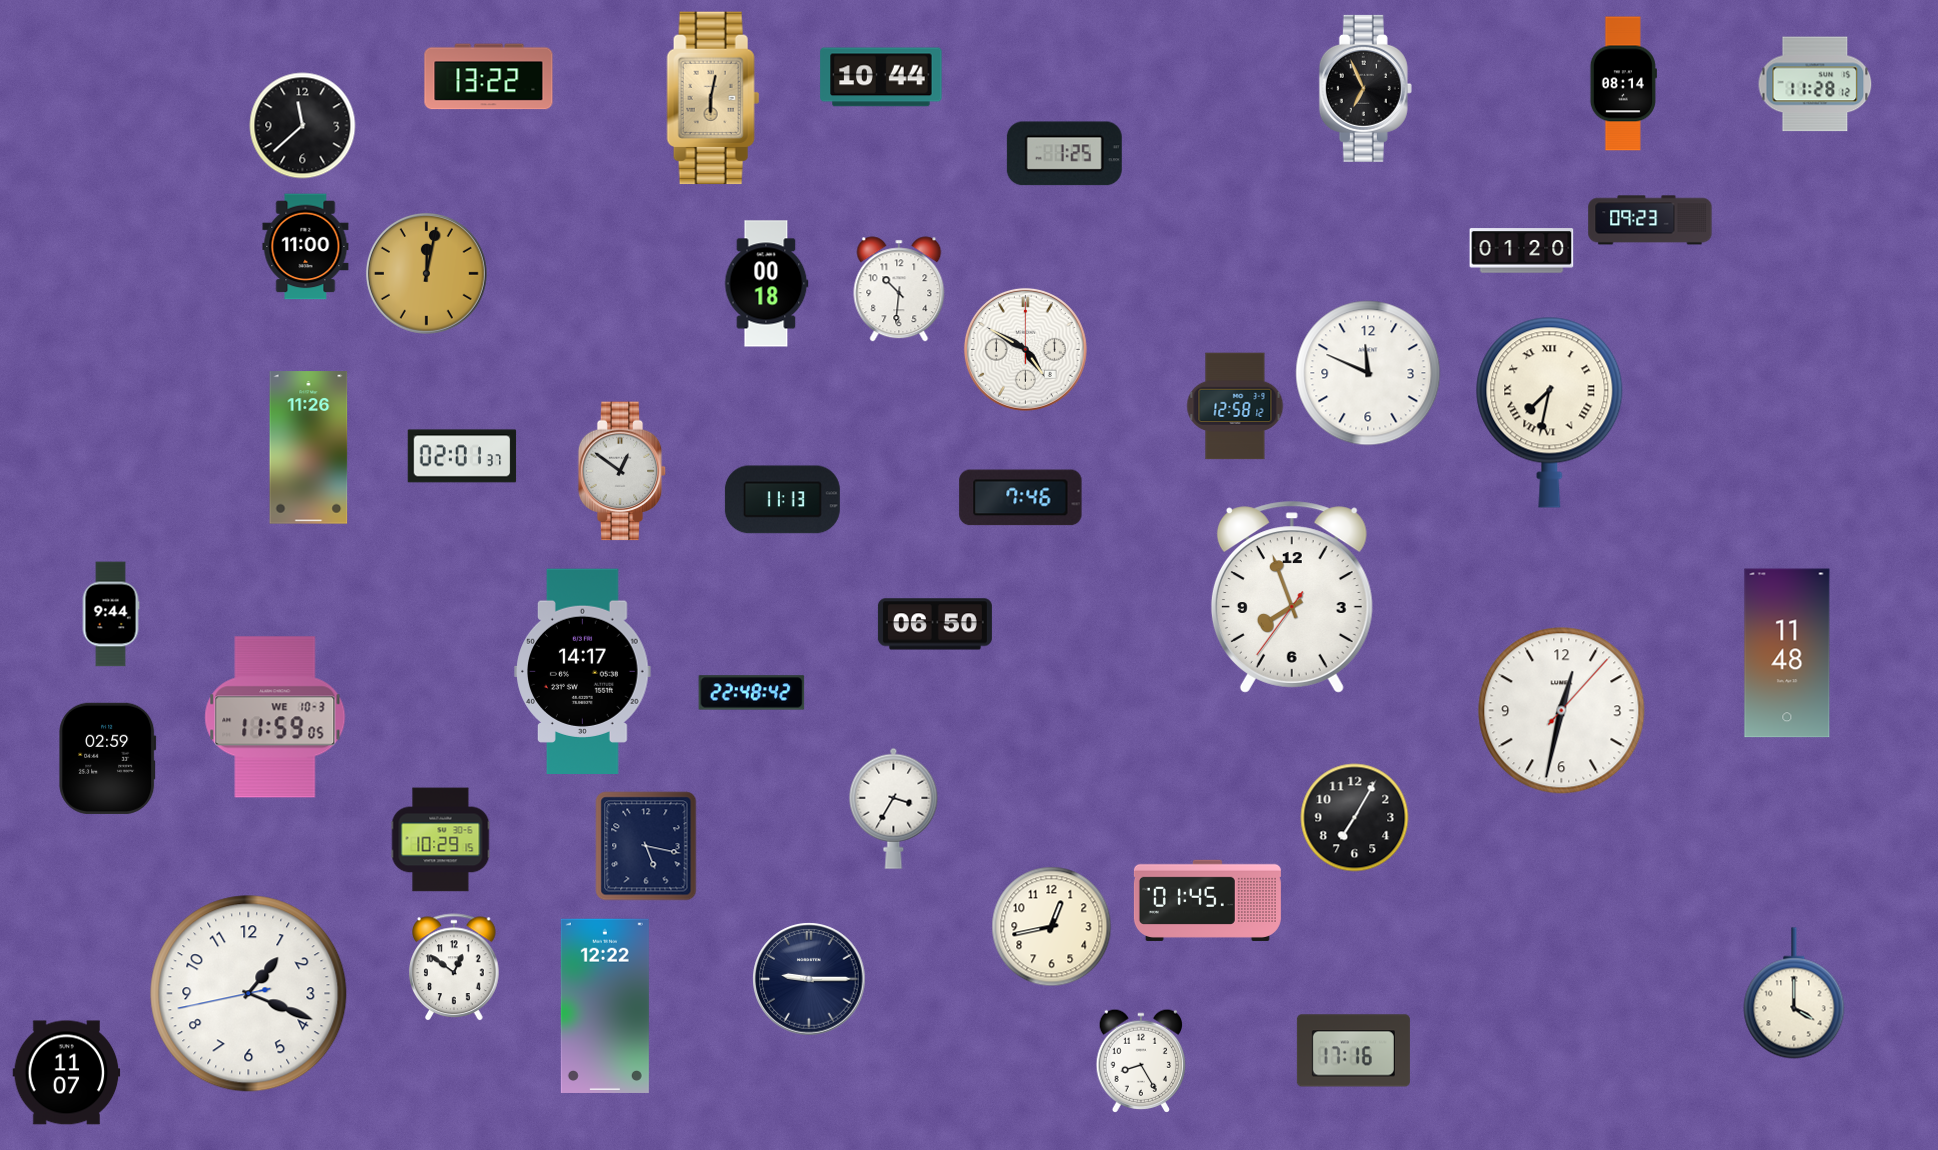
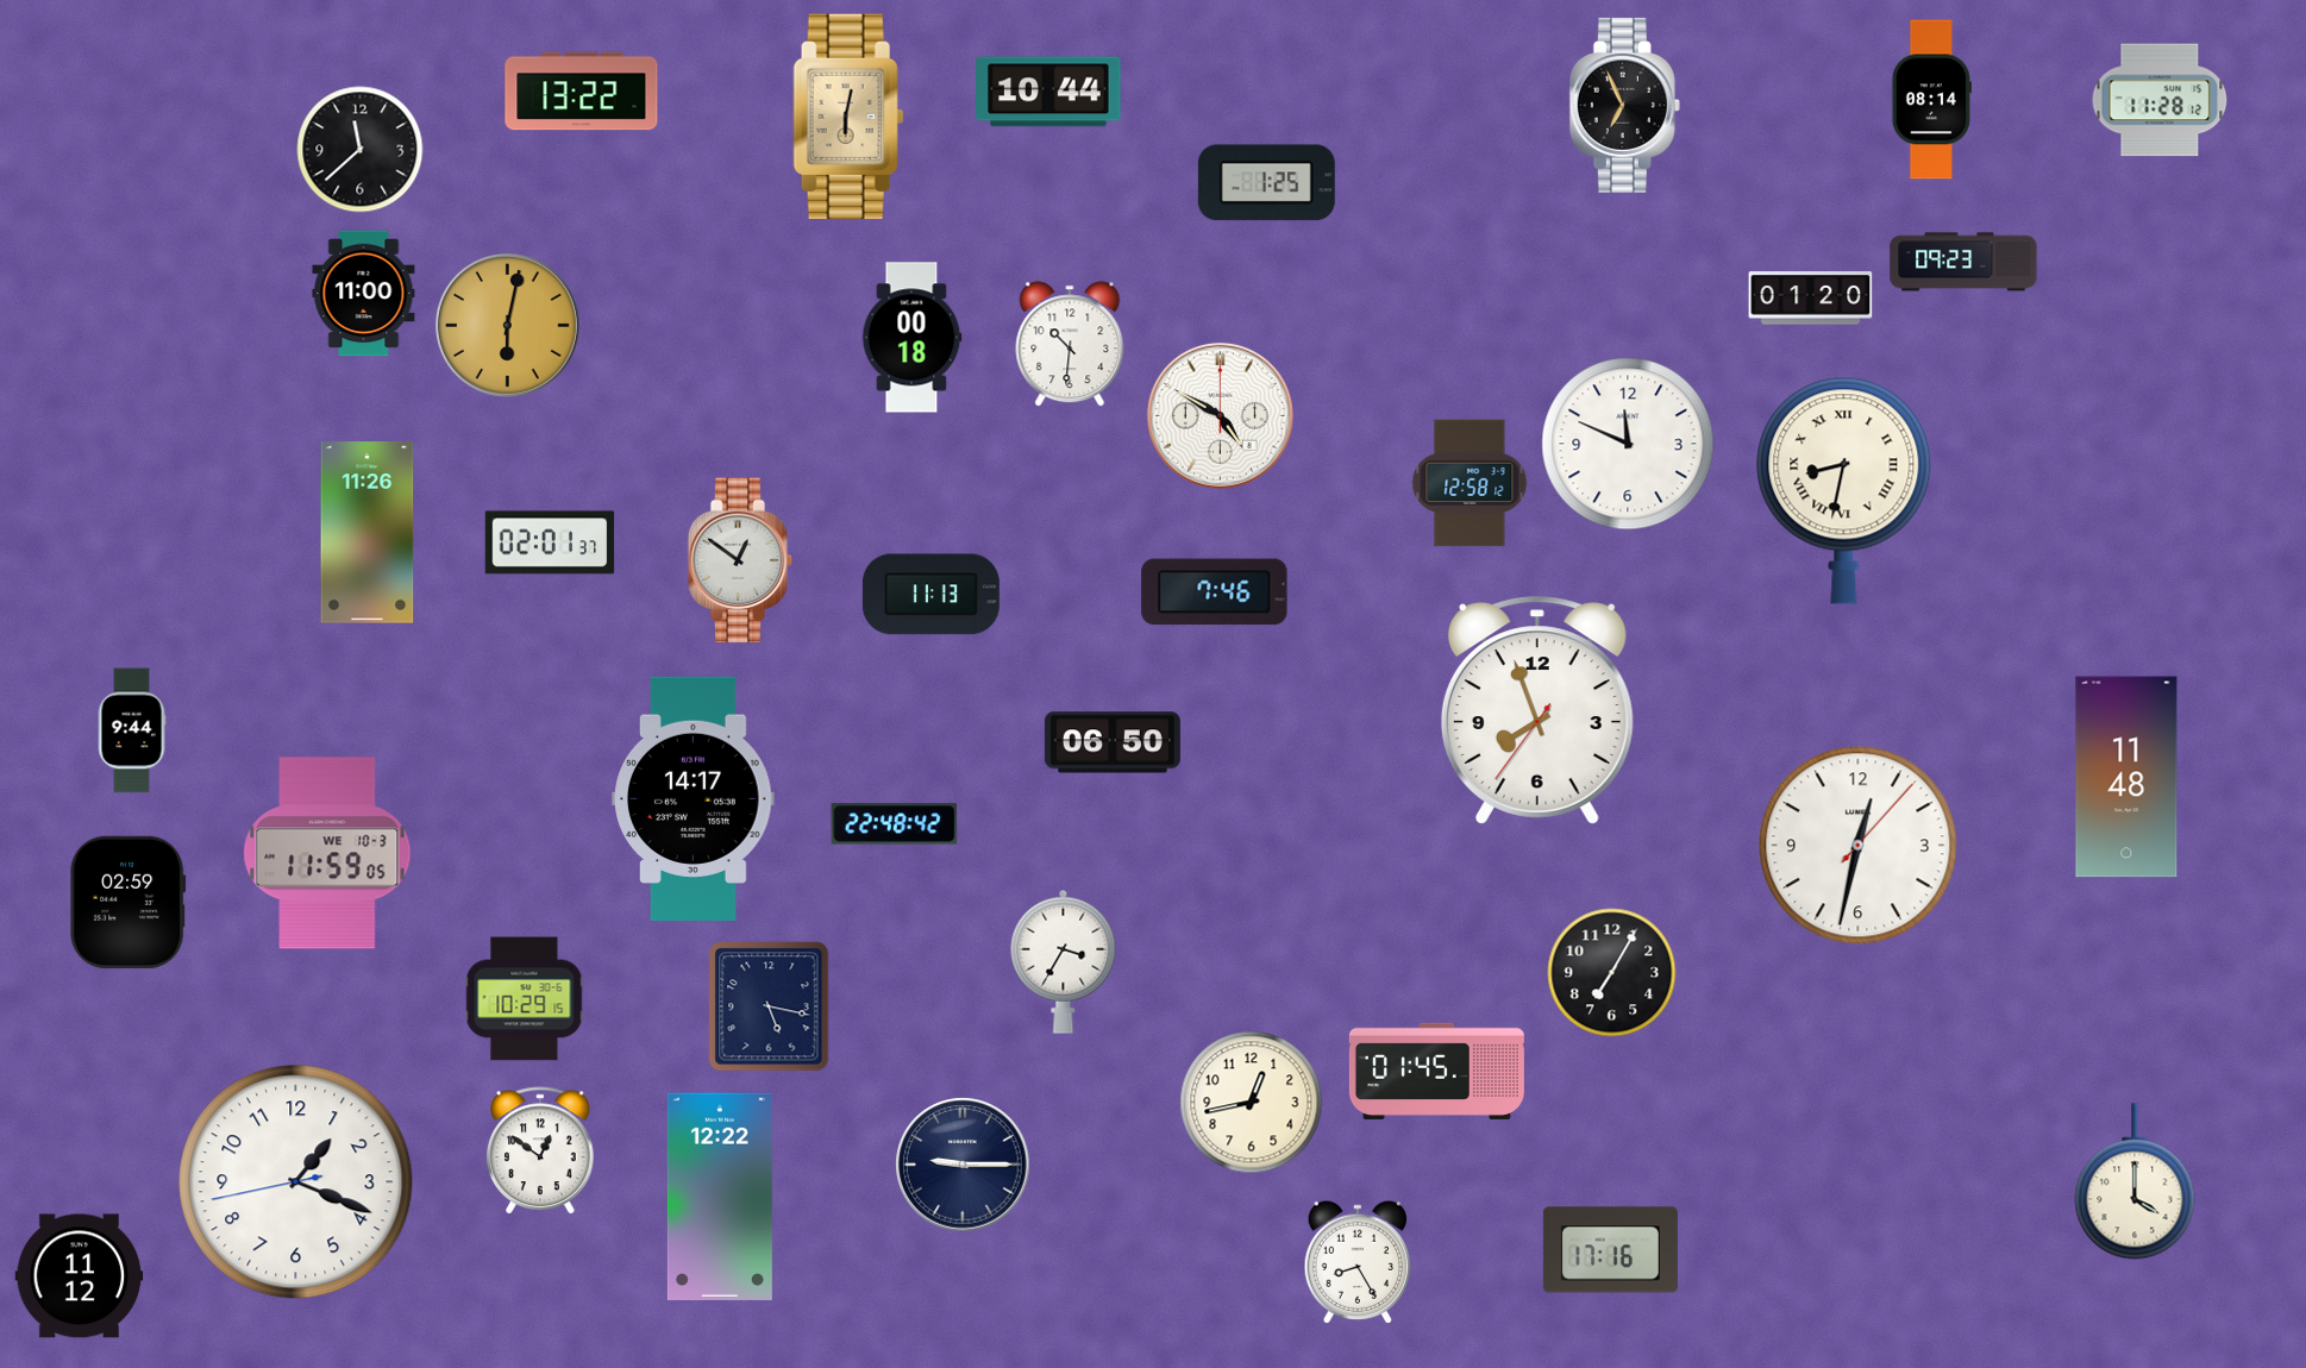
clock at (426, 273): 12:02 -> 6:02
clock at (1550, 412): 7:32 -> 8:32
clock at (67, 1073): 11:07 -> 11:12
